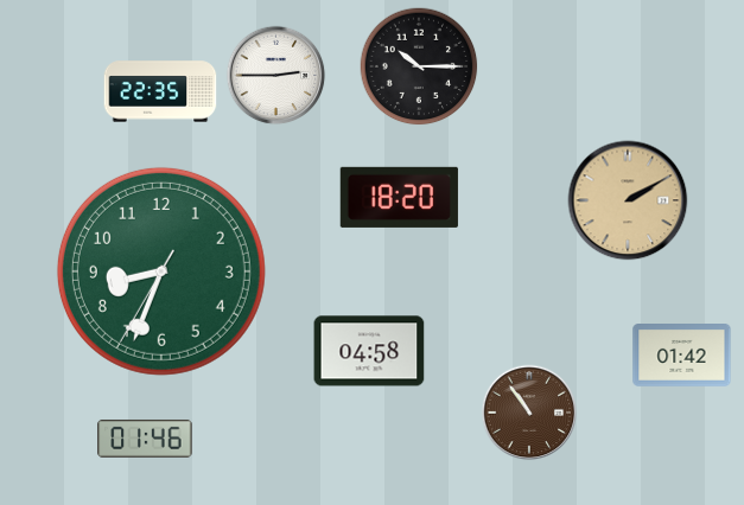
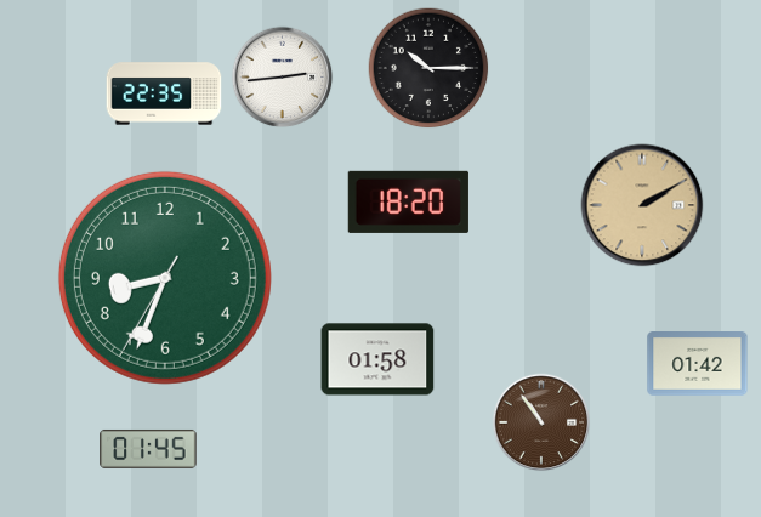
clock at (276, 76): 2:45 -> 2:44
clock at (369, 351): 04:58 -> 01:58
clock at (145, 439): 01:46 -> 01:45
